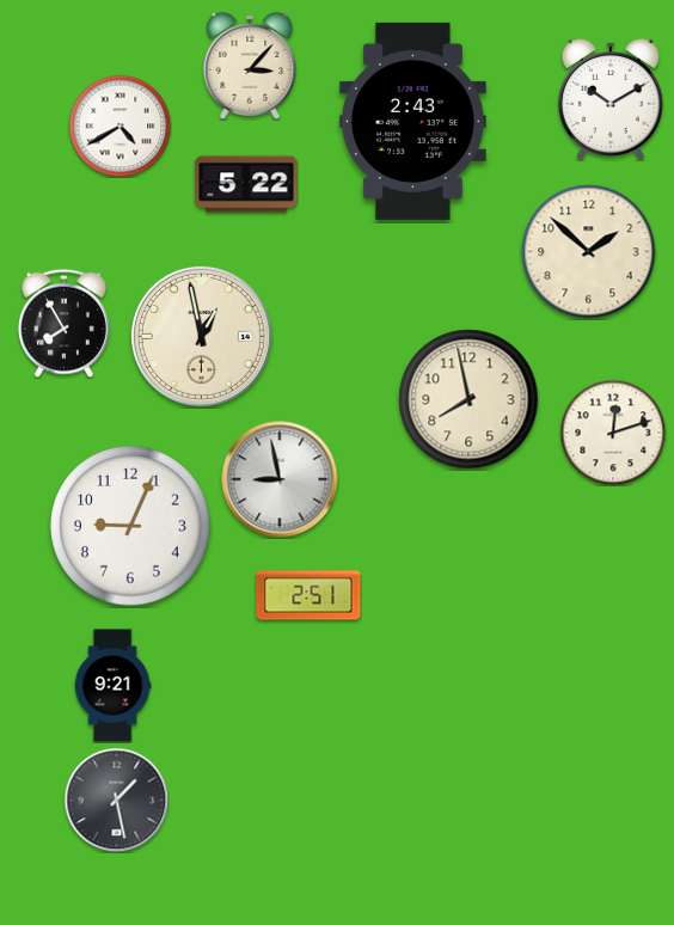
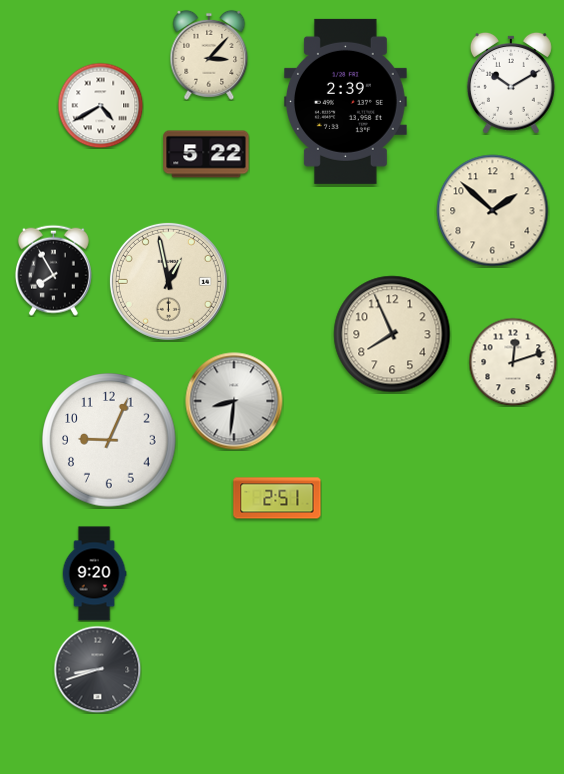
clock at (412, 121): 2:43 -> 2:39
clock at (468, 399): 7:58 -> 7:56
clock at (280, 479): 8:58 -> 8:31
clock at (308, 595) position: (308, 595) -> (277, 498)
clock at (112, 686): 9:21 -> 9:20
clock at (116, 800): 1:28 -> 8:42
